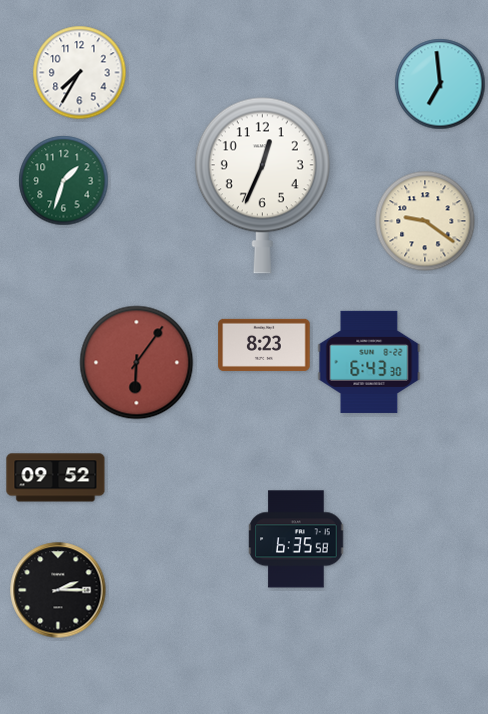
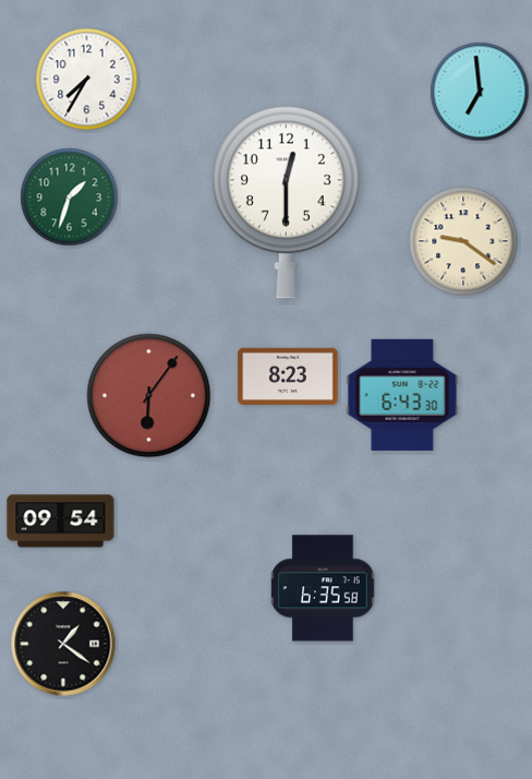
clock at (262, 185): 12:34 -> 12:30
clock at (56, 478): 09:52 -> 09:54
clock at (58, 590): 2:15 -> 1:21
